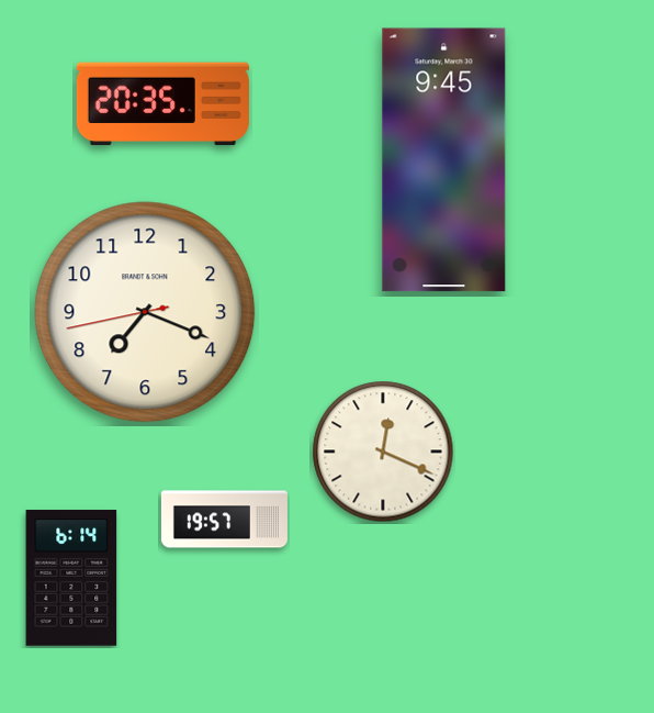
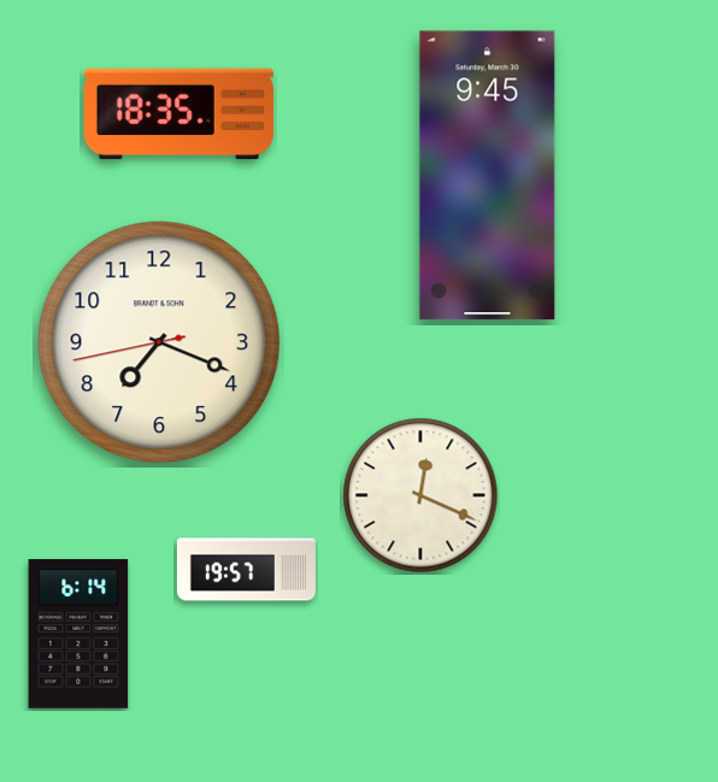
clock at (162, 104): 20:35 -> 18:35
